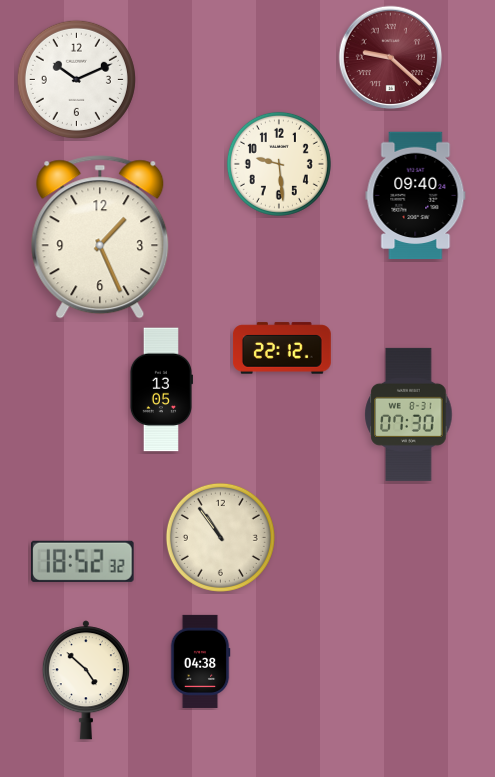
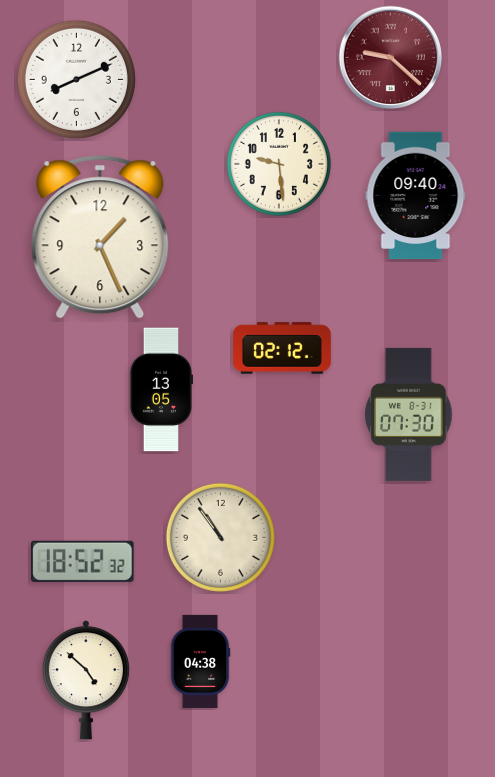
clock at (76, 79): 10:11 -> 8:11
clock at (282, 348): 22:12 -> 02:12
